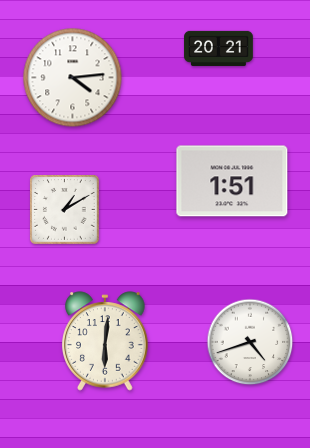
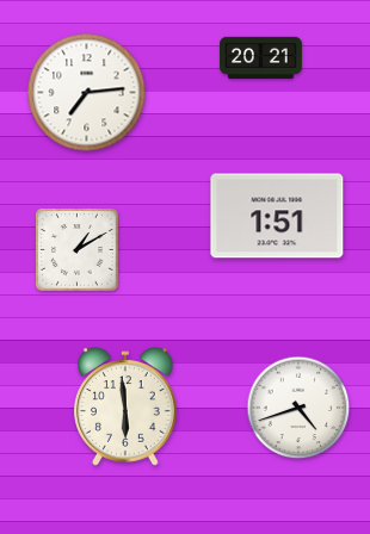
clock at (73, 78): 4:14 -> 7:14
clock at (105, 341): 6:01 -> 5:59
